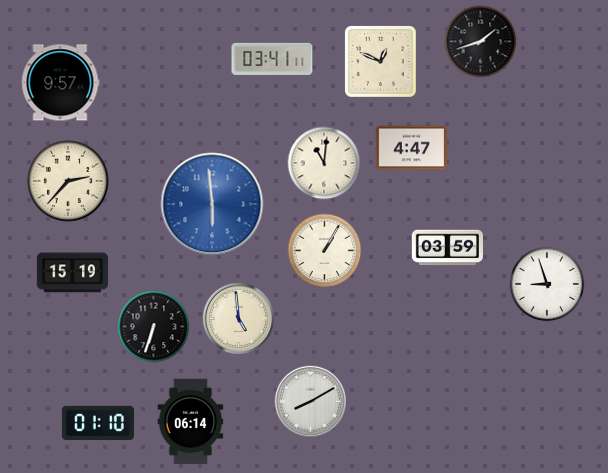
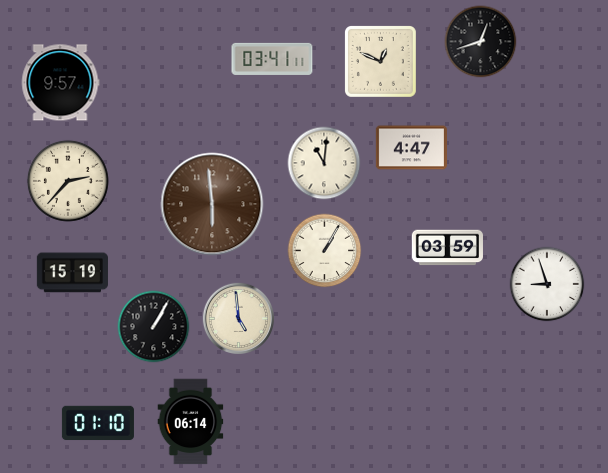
clock at (481, 42): 1:42 -> 12:42
clock at (212, 204) dial: blue -> brown
clock at (154, 327): 6:33 -> 1:05
clock at (310, 401): 8:10 -> none
